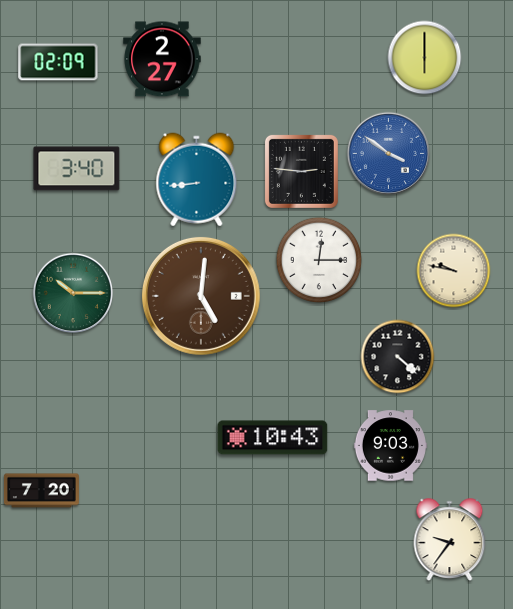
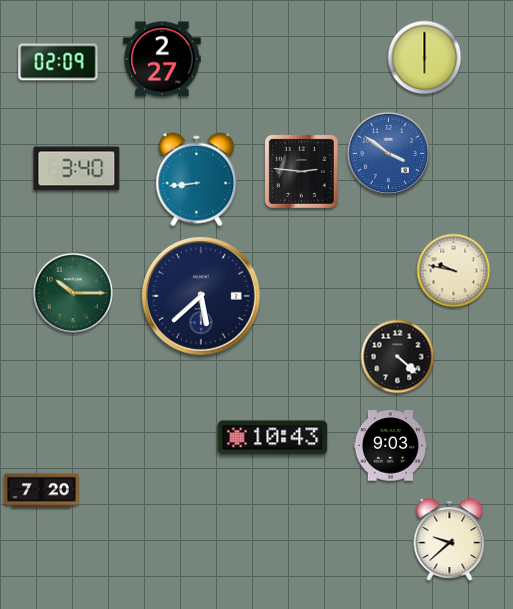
clock at (319, 260): 12:15 -> none
clock at (201, 296): 5:01 -> 5:38
clock at (201, 296) dial: brown -> navy
clock at (450, 539): 9:36 -> 9:38
